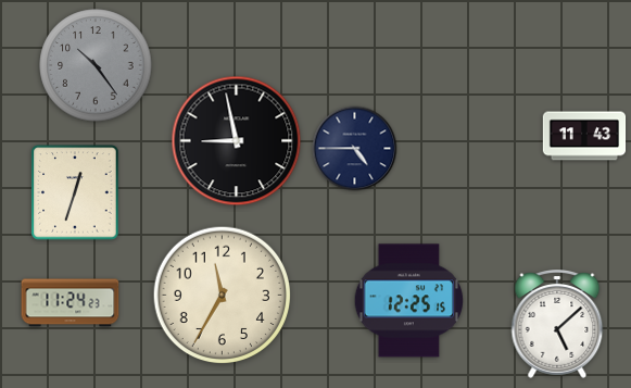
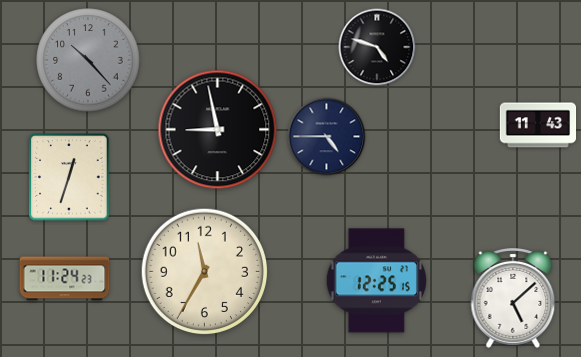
clock at (377, 47): none -> 4:48
clock at (96, 65): 10:24 -> 10:23
clock at (408, 301) position: (408, 301) -> (376, 281)
